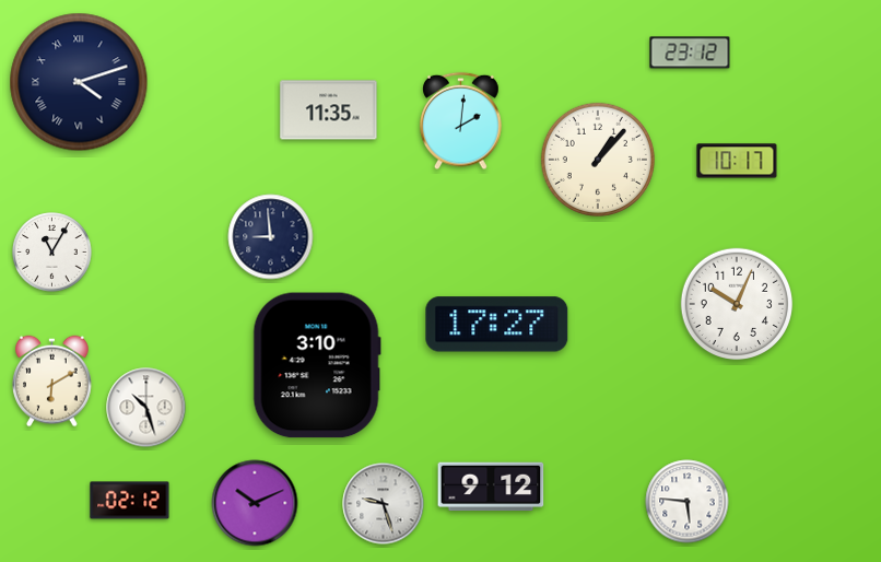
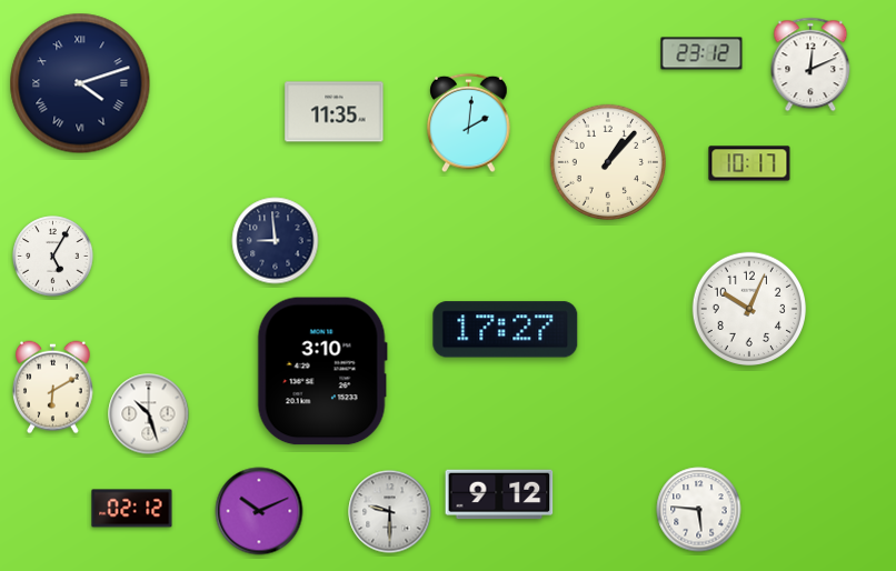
clock at (810, 64): none -> 12:11
clock at (52, 253): 11:05 -> 5:05
clock at (384, 504): 9:27 -> 9:30
